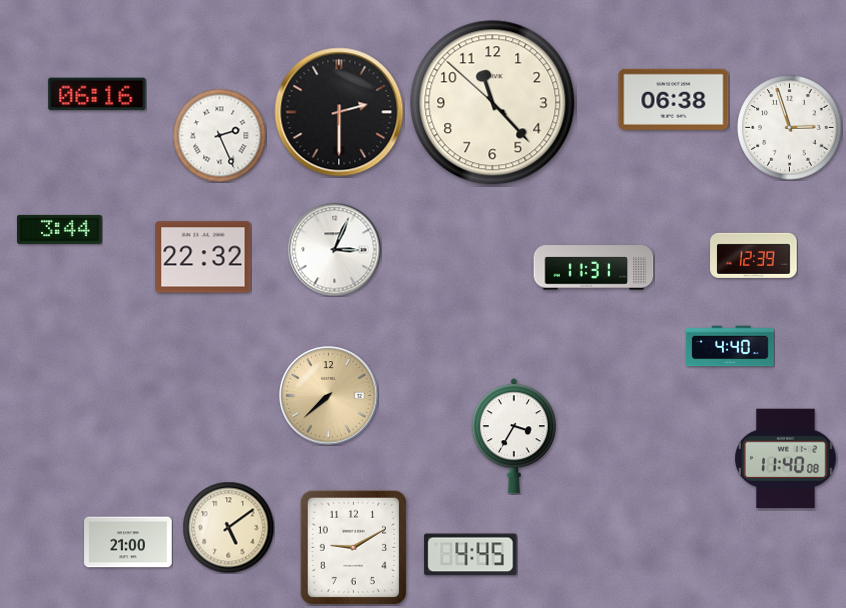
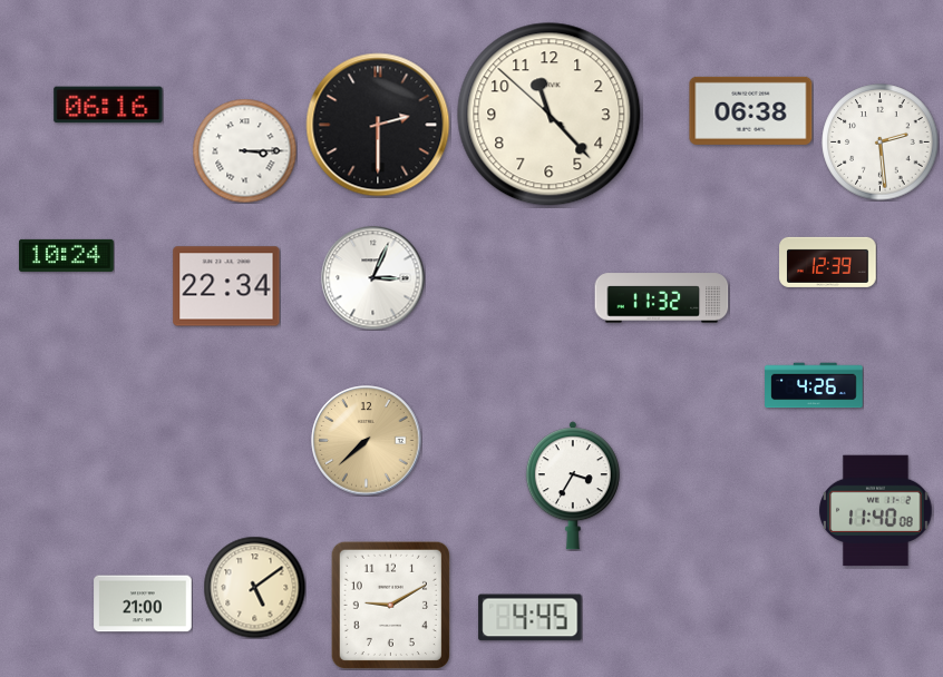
clock at (790, 128): 2:57 -> 2:29
clock at (219, 135): 2:26 -> 3:15
clock at (60, 229): 3:44 -> 10:24
clock at (754, 255) position: (754, 255) -> (828, 262)
clock at (203, 257): 22:32 -> 22:34
clock at (594, 268): 11:31 -> 11:32
clock at (730, 346): 4:40 -> 4:26
clock at (353, 547) position: (353, 547) -> (390, 605)
clock at (471, 555) position: (471, 555) -> (531, 618)
